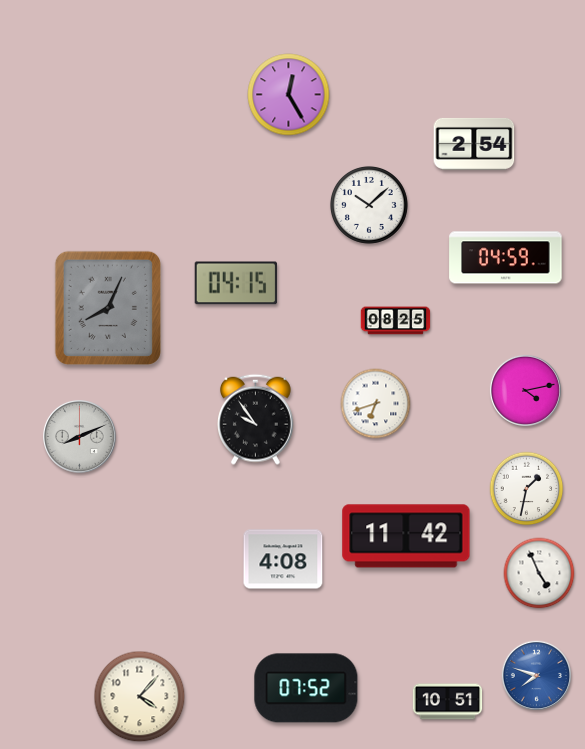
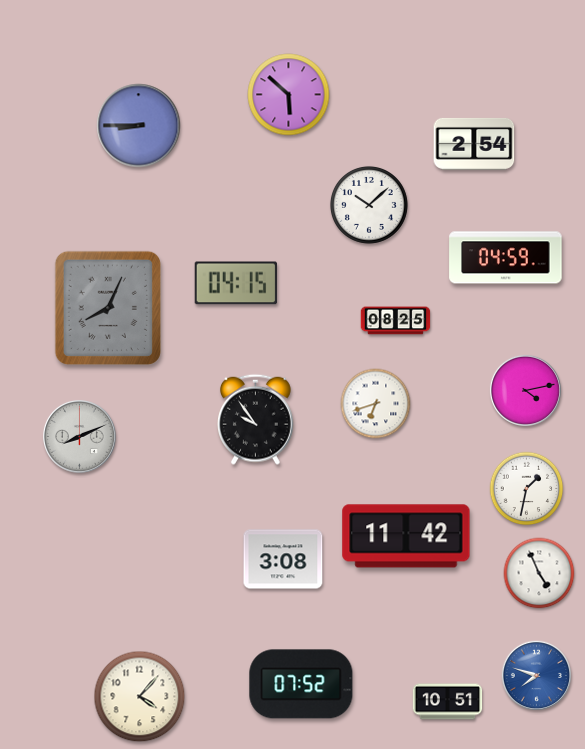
clock at (289, 95): 12:25 -> 5:52
clock at (139, 126): none -> 8:45
clock at (283, 559): 4:08 -> 3:08
clock at (306, 688) position: (306, 688) -> (301, 684)
